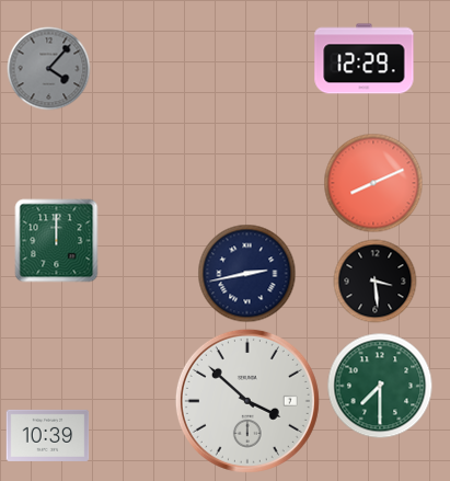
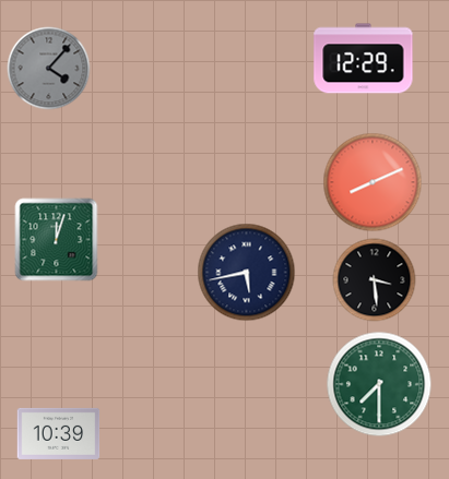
clock at (57, 241): 12:00 -> 12:03
clock at (247, 274): 2:43 -> 5:43
clock at (247, 401): 3:52 -> none
clock at (48, 435) position: (48, 435) -> (59, 433)
